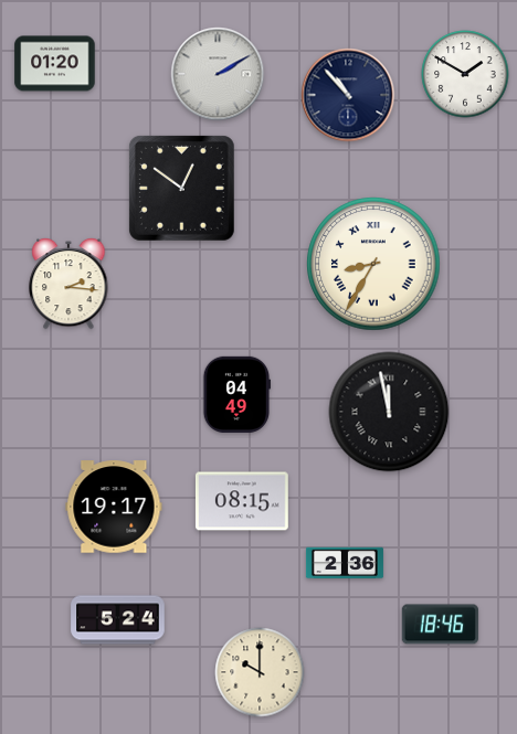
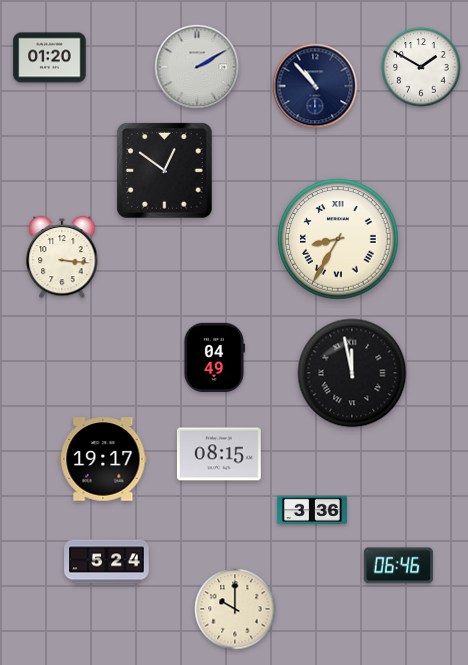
clock at (68, 284): 2:16 -> 3:16
clock at (345, 563): 2:36 -> 3:36
clock at (440, 625): 18:46 -> 06:46
